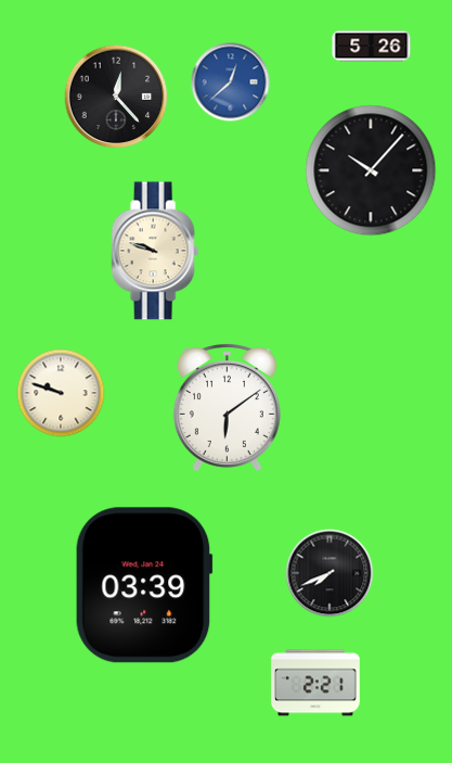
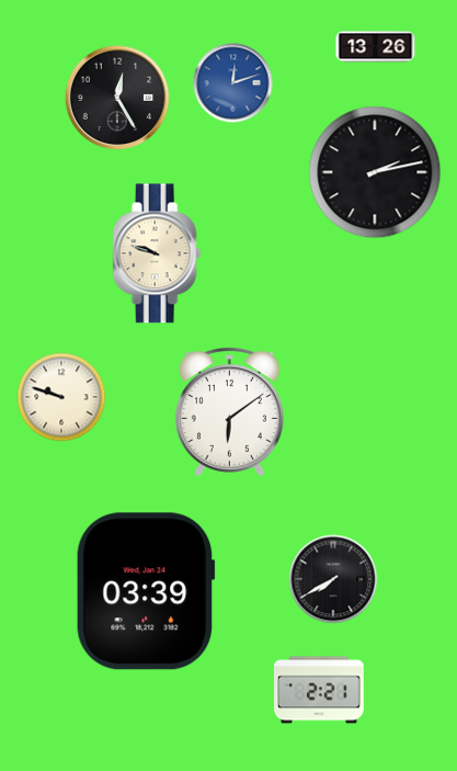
clock at (372, 47): 5:26 -> 13:26
clock at (231, 82): 12:38 -> 12:12
clock at (116, 97): 12:23 -> 12:25
clock at (371, 170): 10:07 -> 2:13
clock at (330, 573): 7:41 -> 7:40
